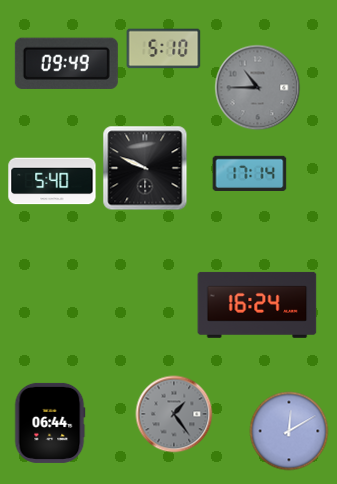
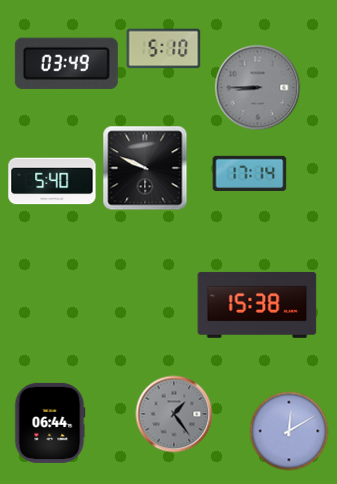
clock at (66, 63): 09:49 -> 03:49
clock at (258, 88): 10:45 -> 8:45
clock at (257, 305): 16:24 -> 15:38
